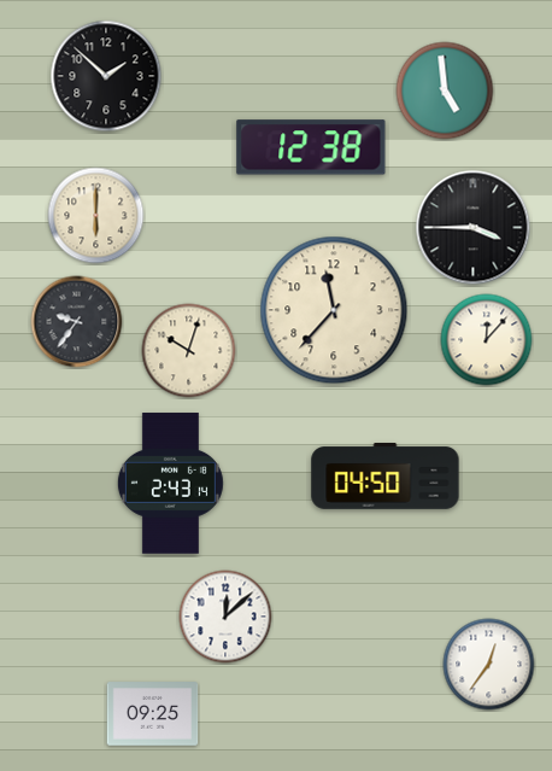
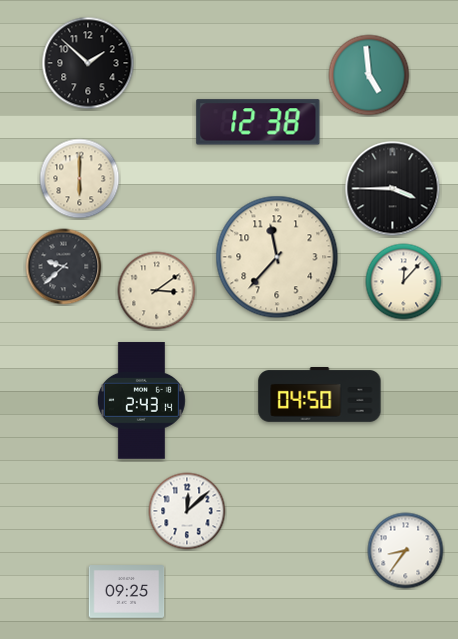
clock at (77, 322): 9:36 -> 9:38
clock at (189, 351): 10:03 -> 3:09
clock at (489, 665): 12:36 -> 8:36
